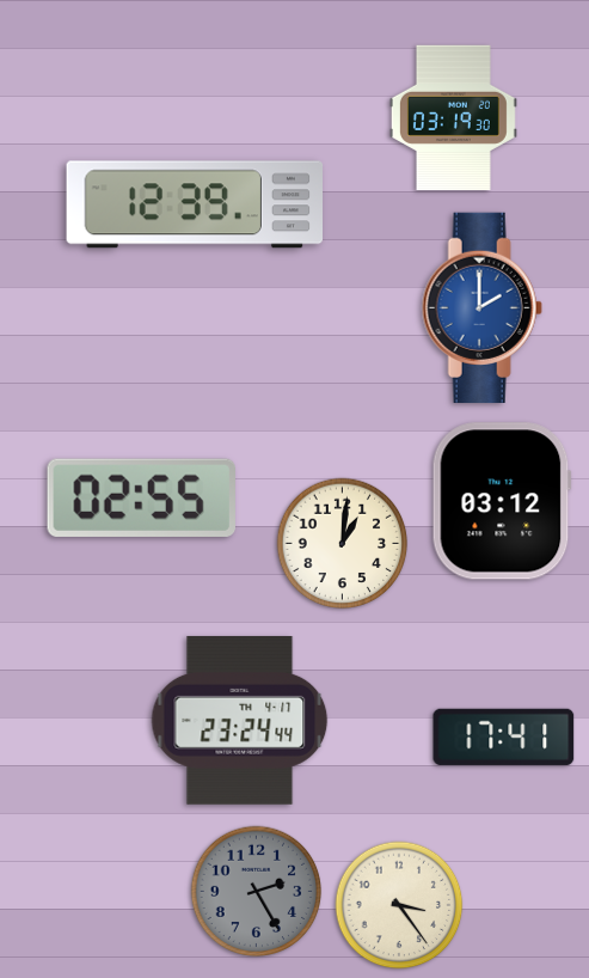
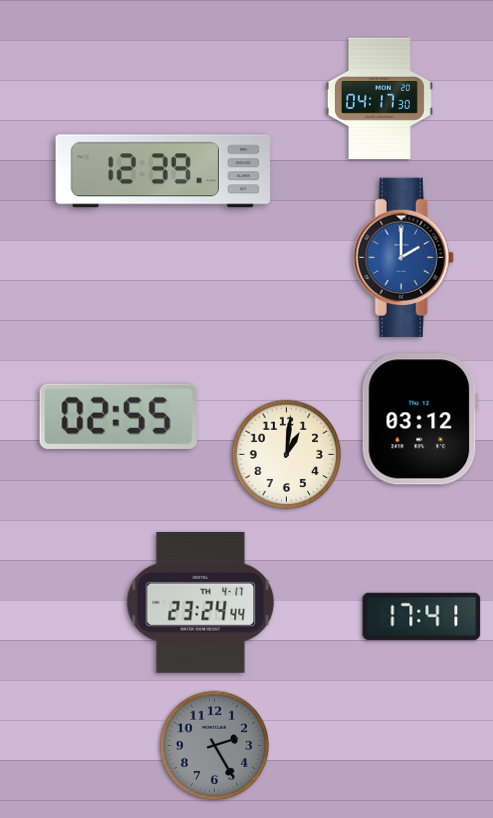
clock at (453, 117): 03:19 -> 04:17
clock at (399, 905): 3:24 -> none
